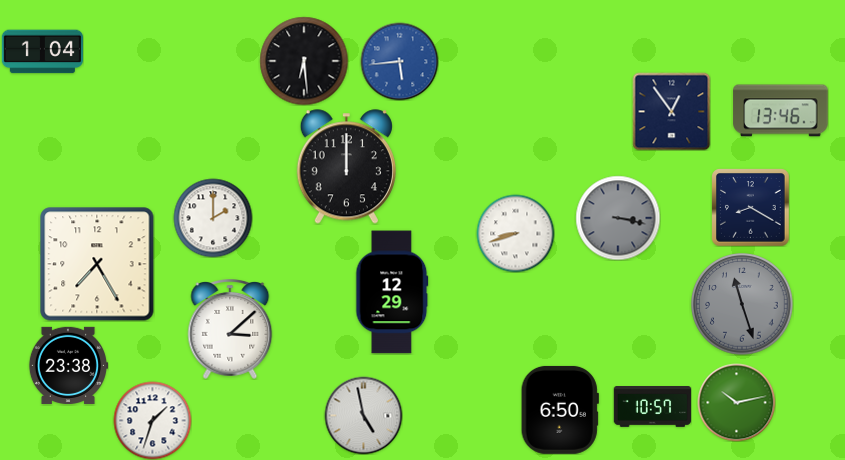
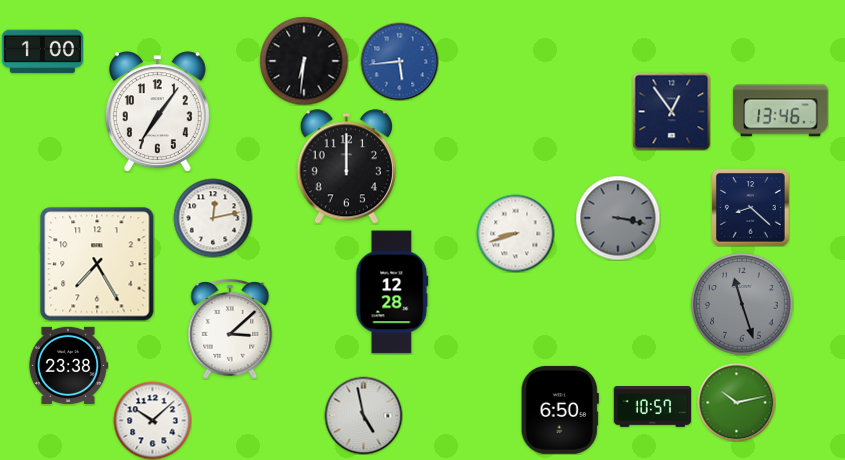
clock at (42, 52): 1:04 -> 1:00
clock at (304, 61): 6:29 -> 6:31
clock at (157, 112): none -> 7:06
clock at (750, 207): 8:20 -> 8:22
clock at (213, 218): 2:00 -> 12:13
clock at (392, 292): 12:29 -> 12:28
clock at (152, 420): 1:33 -> 10:08
